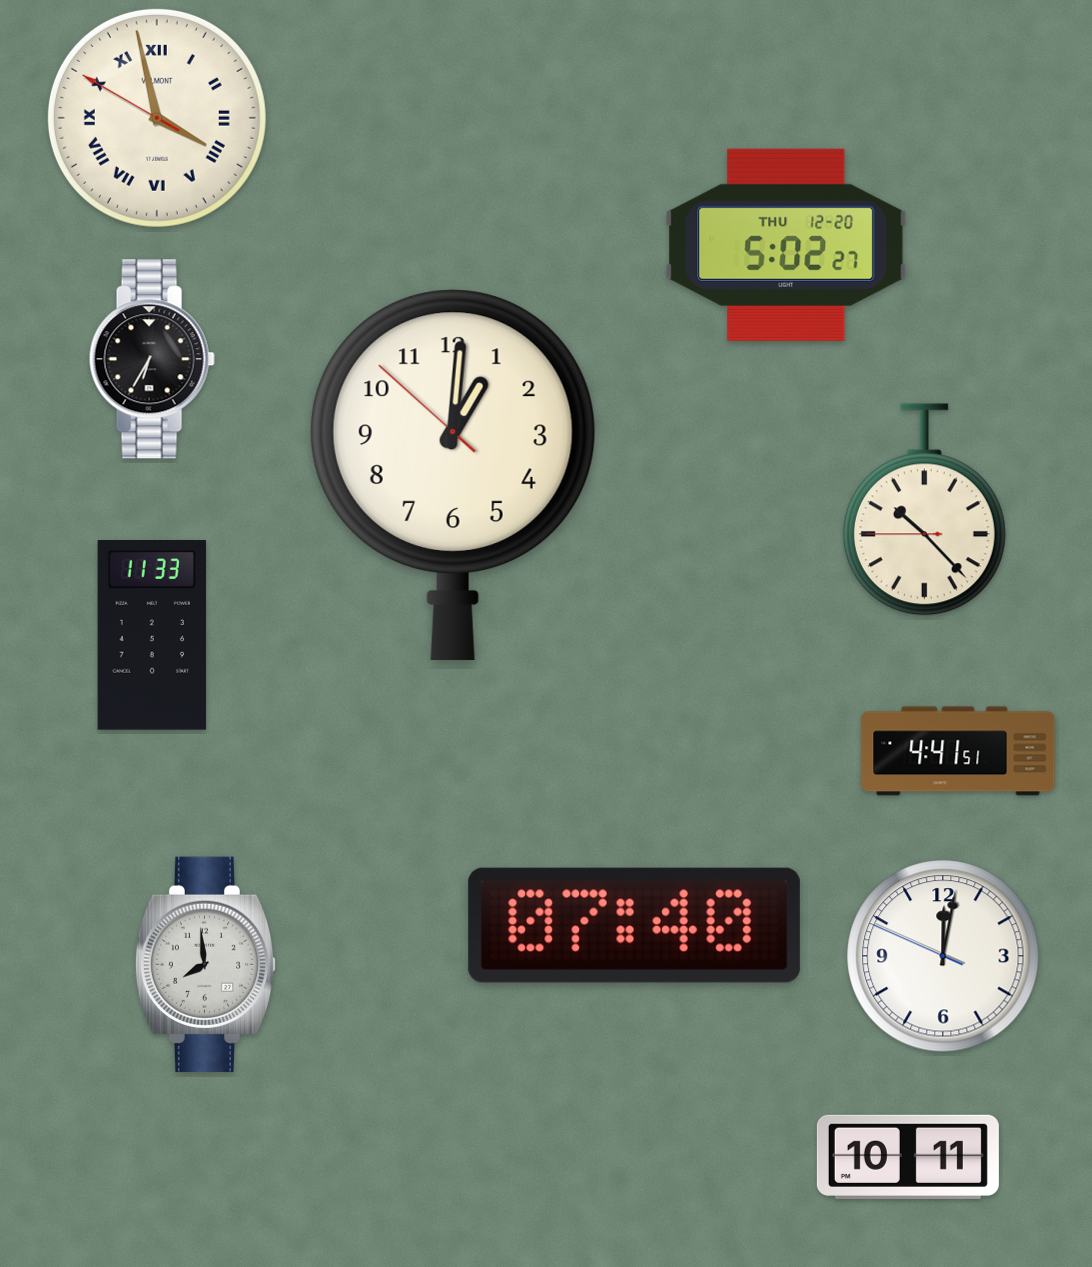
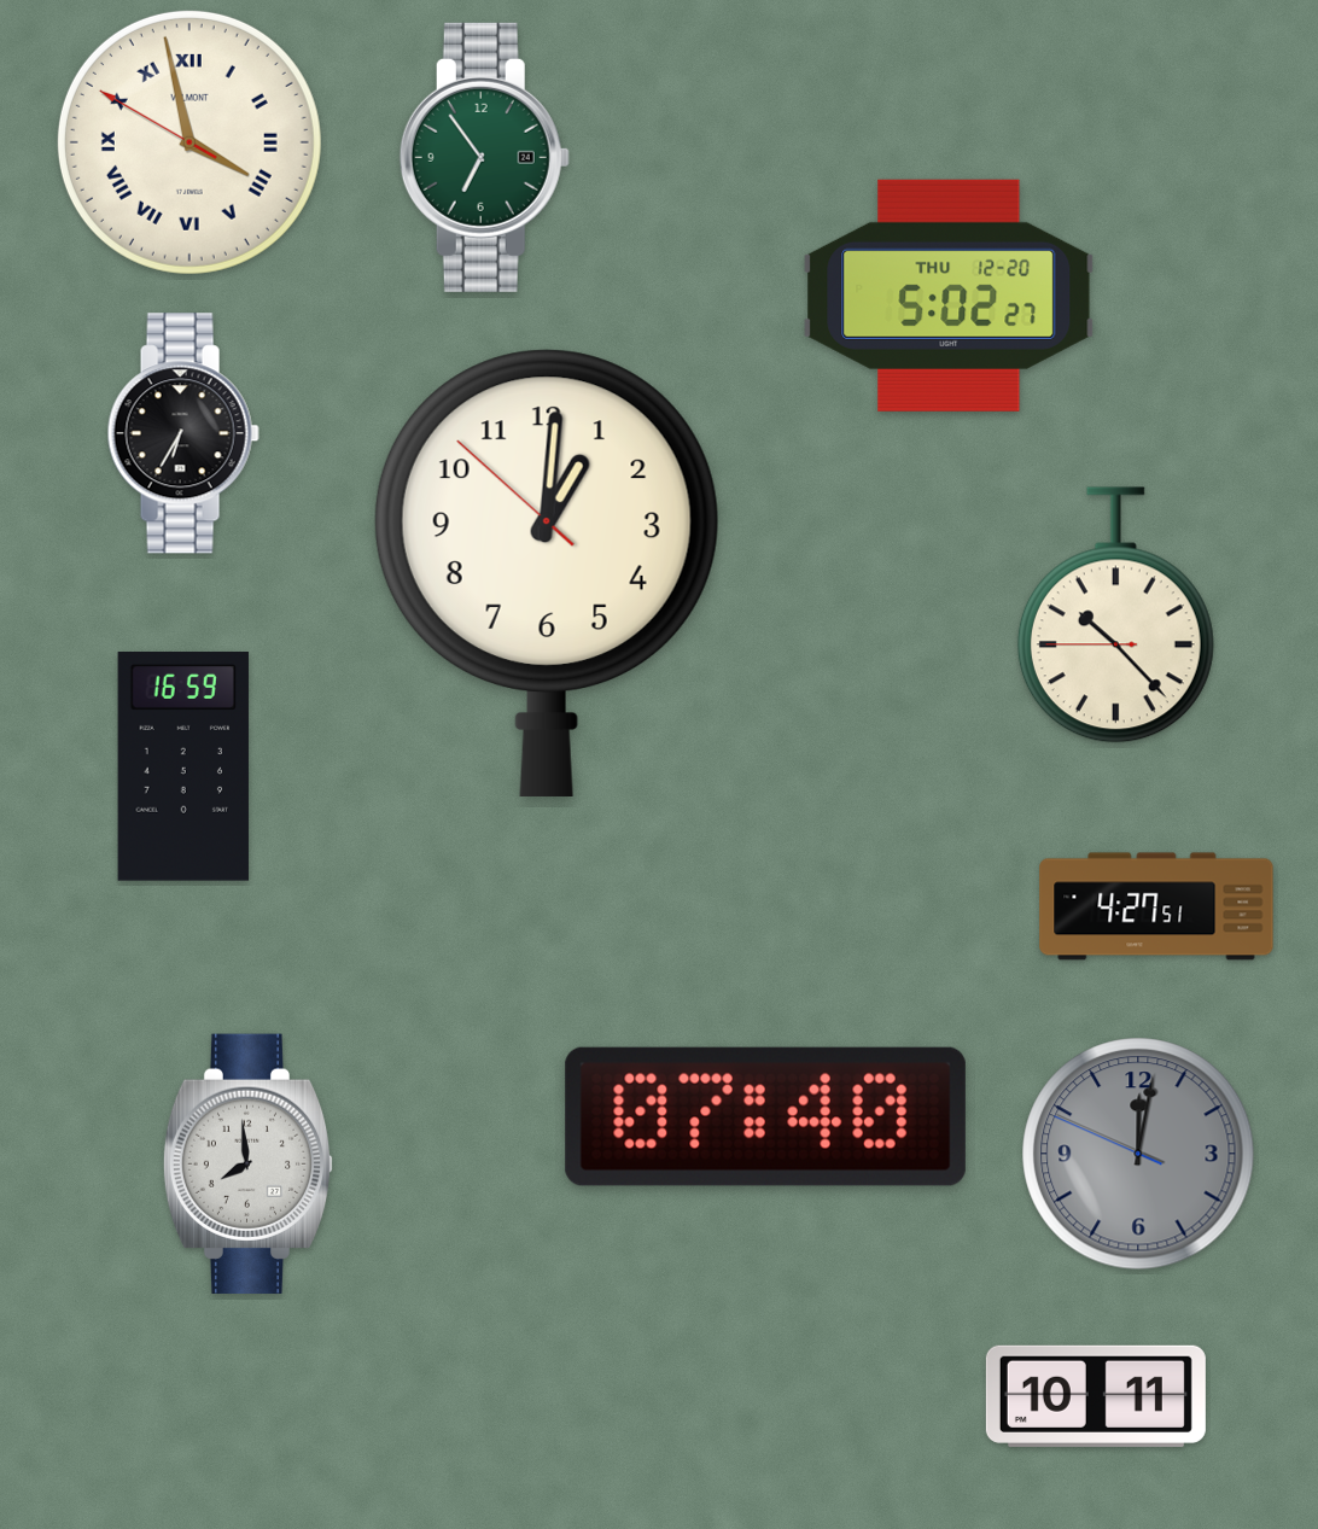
clock at (484, 157): none -> 6:54
clock at (151, 636): 11:33 -> 16:59
clock at (958, 751): 4:41 -> 4:27
clock at (943, 956) dial: white -> grey
